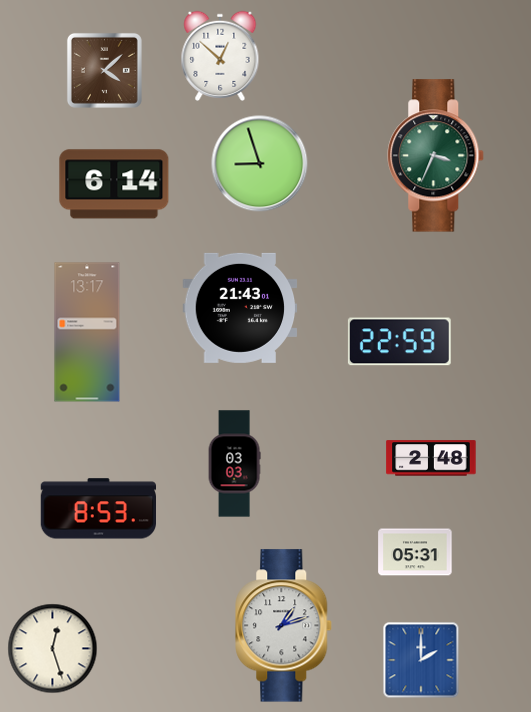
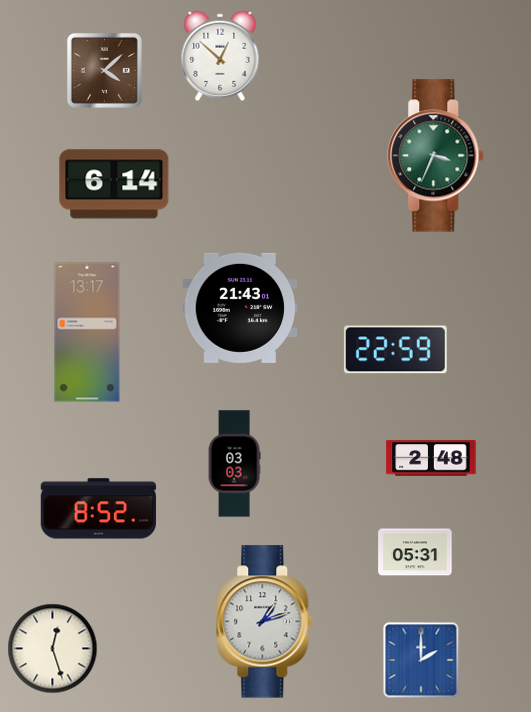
clock at (260, 164): 8:57 -> none
clock at (399, 342) position: (399, 342) -> (395, 350)
clock at (98, 509): 8:53 -> 8:52
clock at (284, 626) position: (284, 626) -> (265, 622)
